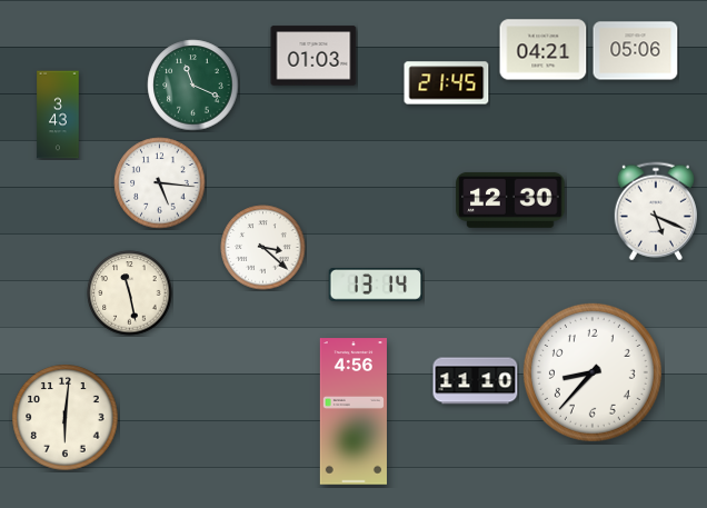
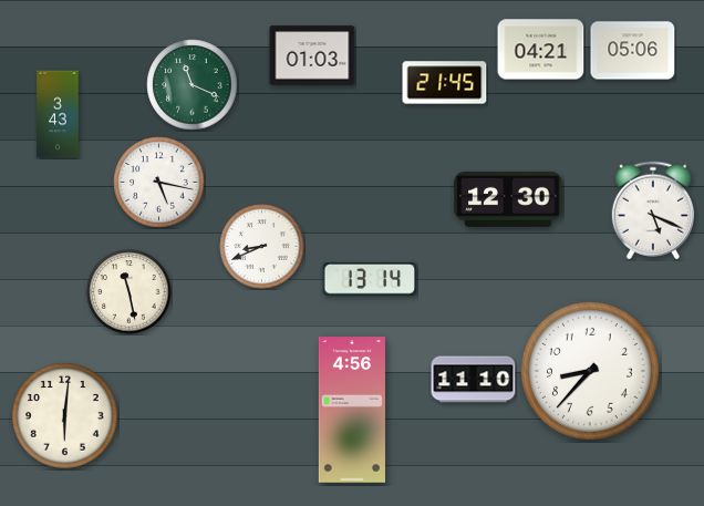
clock at (160, 183): 5:16 -> 5:17
clock at (263, 248): 3:22 -> 8:41
clock at (376, 286) position: (376, 286) -> (370, 280)
